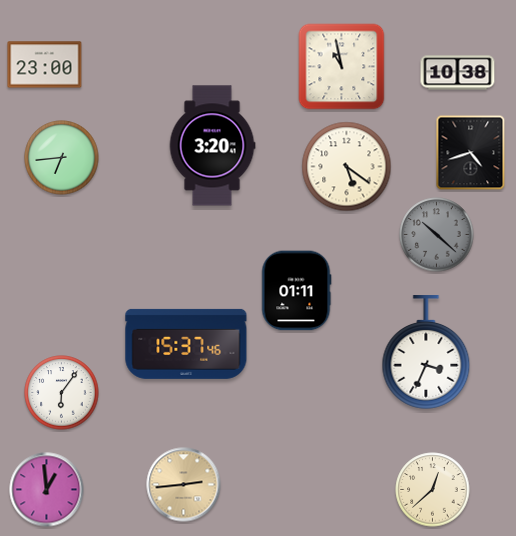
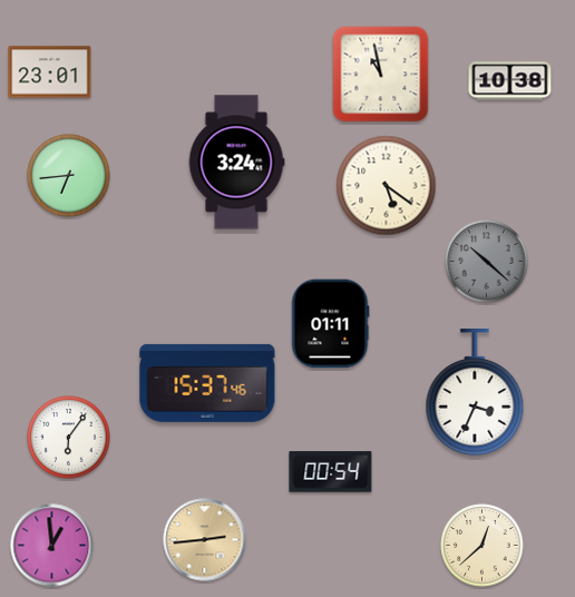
clock at (45, 65): 23:00 -> 23:01
clock at (212, 146): 3:20 -> 3:24
clock at (471, 153): 4:42 -> none
clock at (331, 472): none -> 00:54
